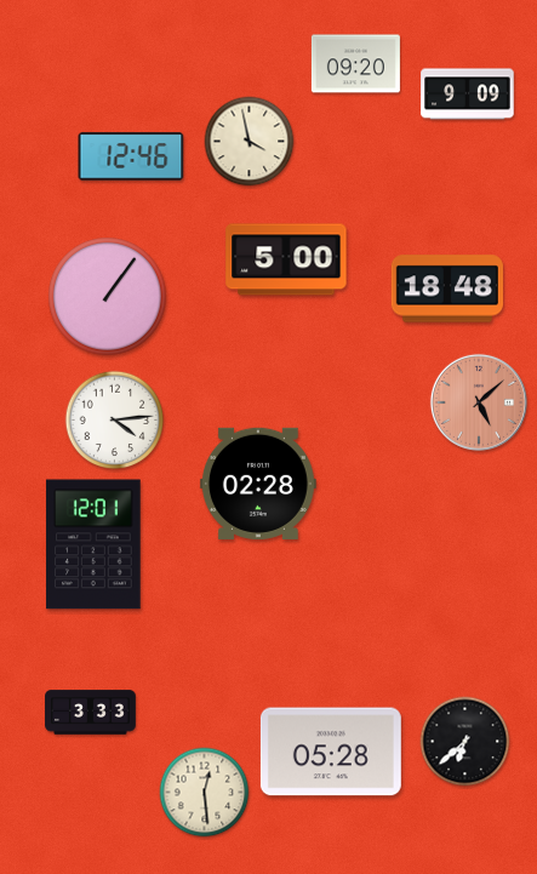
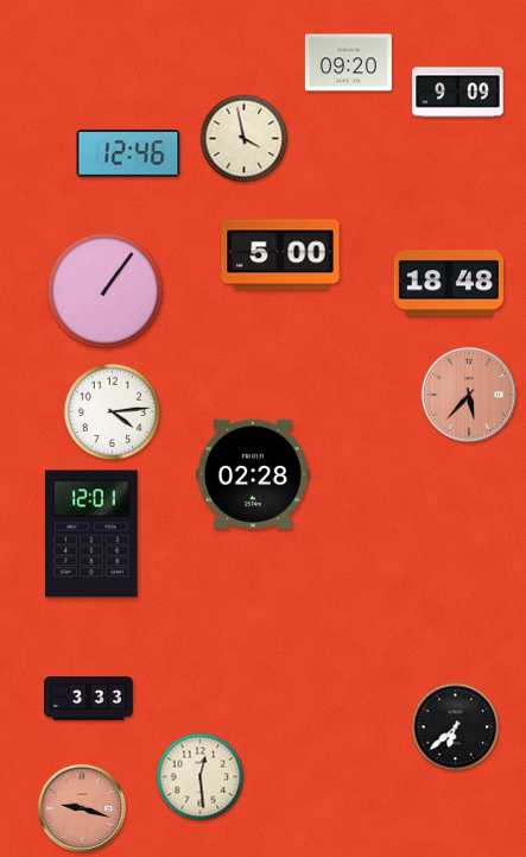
clock at (447, 289) position: (447, 289) -> (449, 283)
clock at (479, 402): 5:08 -> 5:37
clock at (331, 752): 05:28 -> none
clock at (81, 807): none -> 9:18
